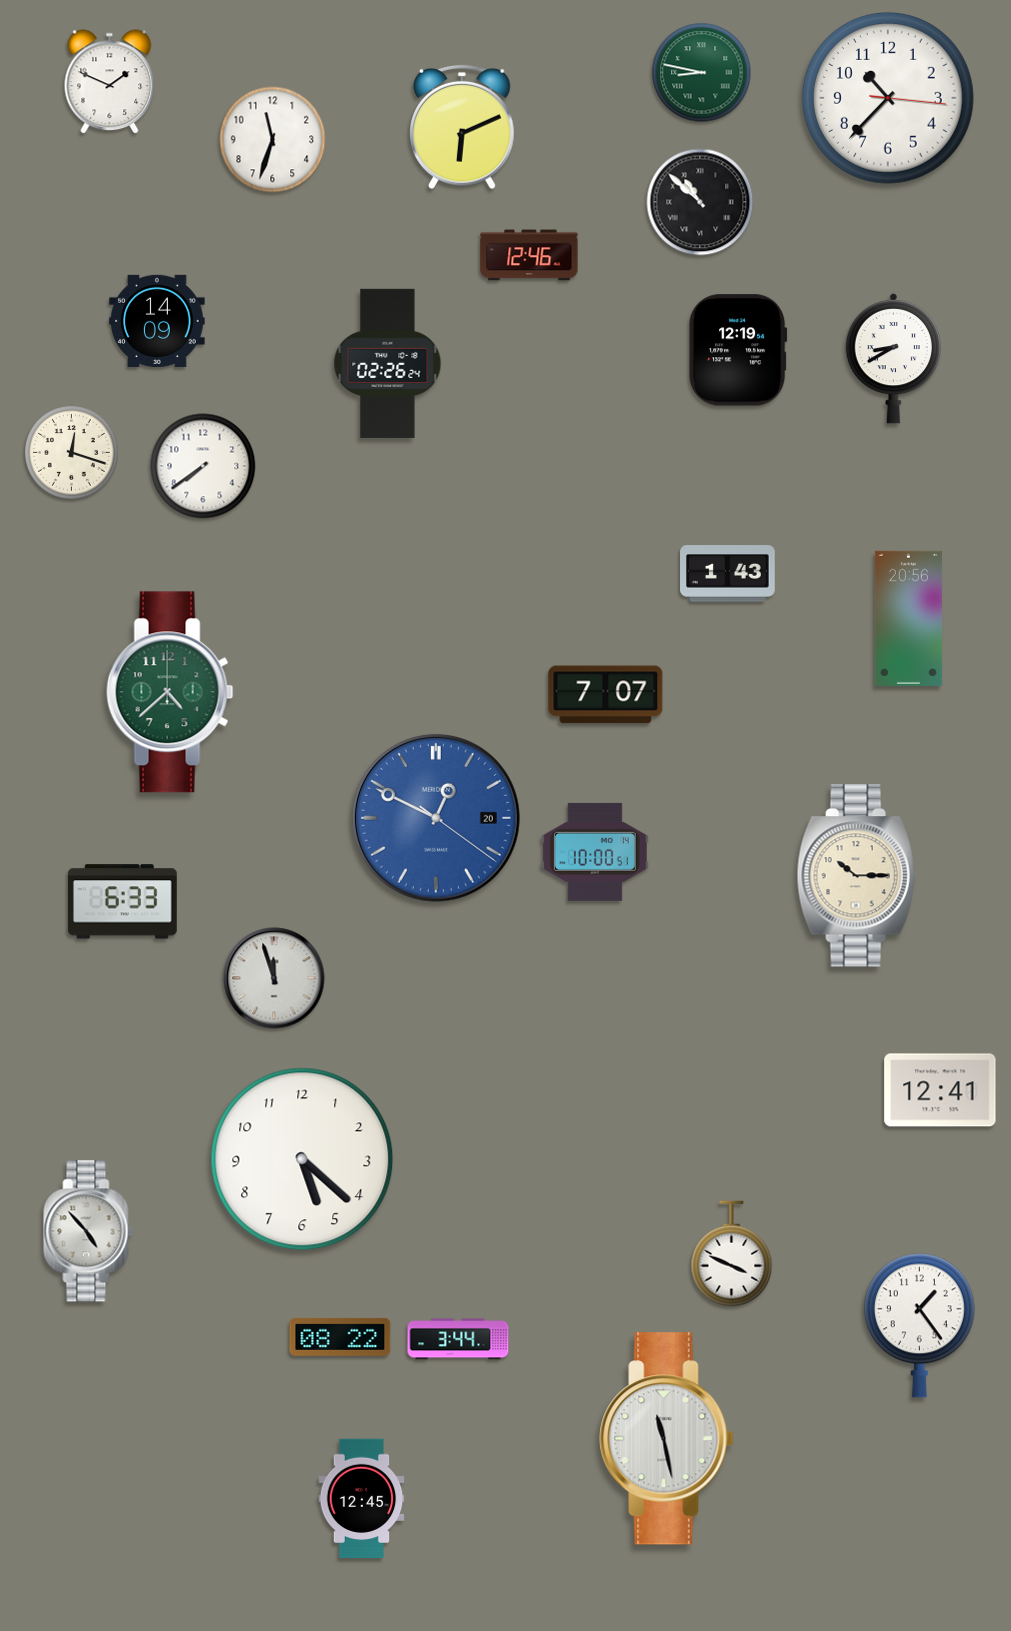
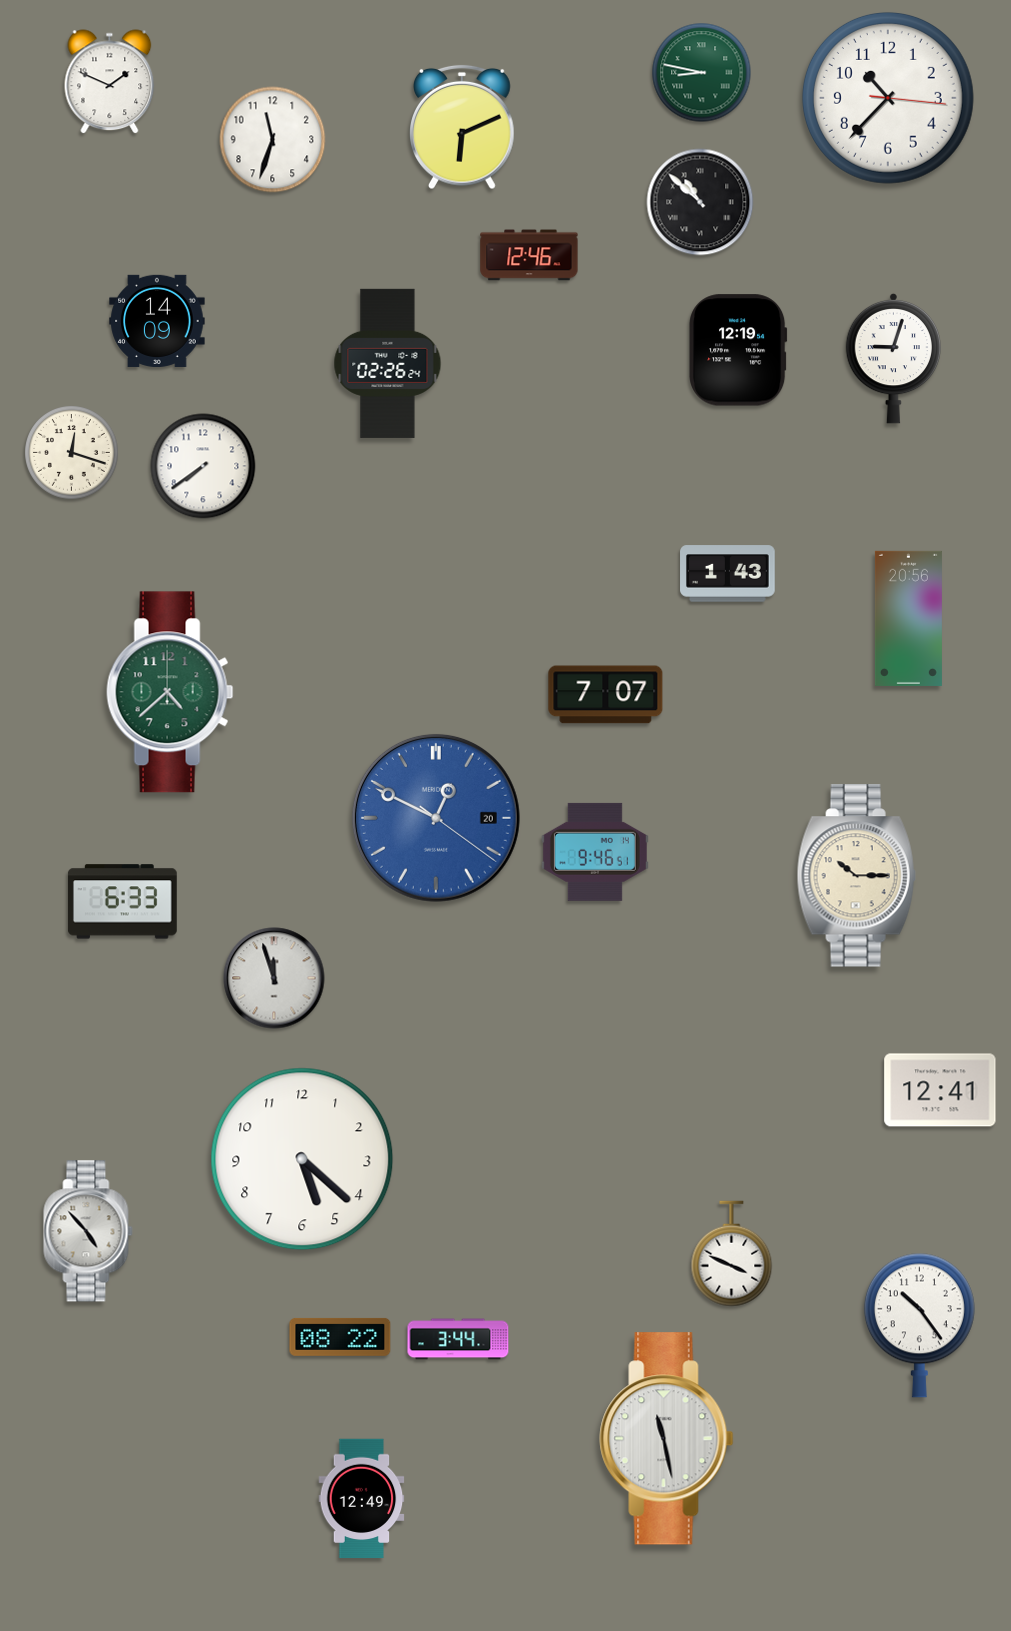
clock at (893, 358): 8:40 -> 9:03
clock at (595, 852): 10:00 -> 9:46
clock at (919, 1325): 1:24 -> 10:24
clock at (362, 1499): 12:45 -> 12:49
